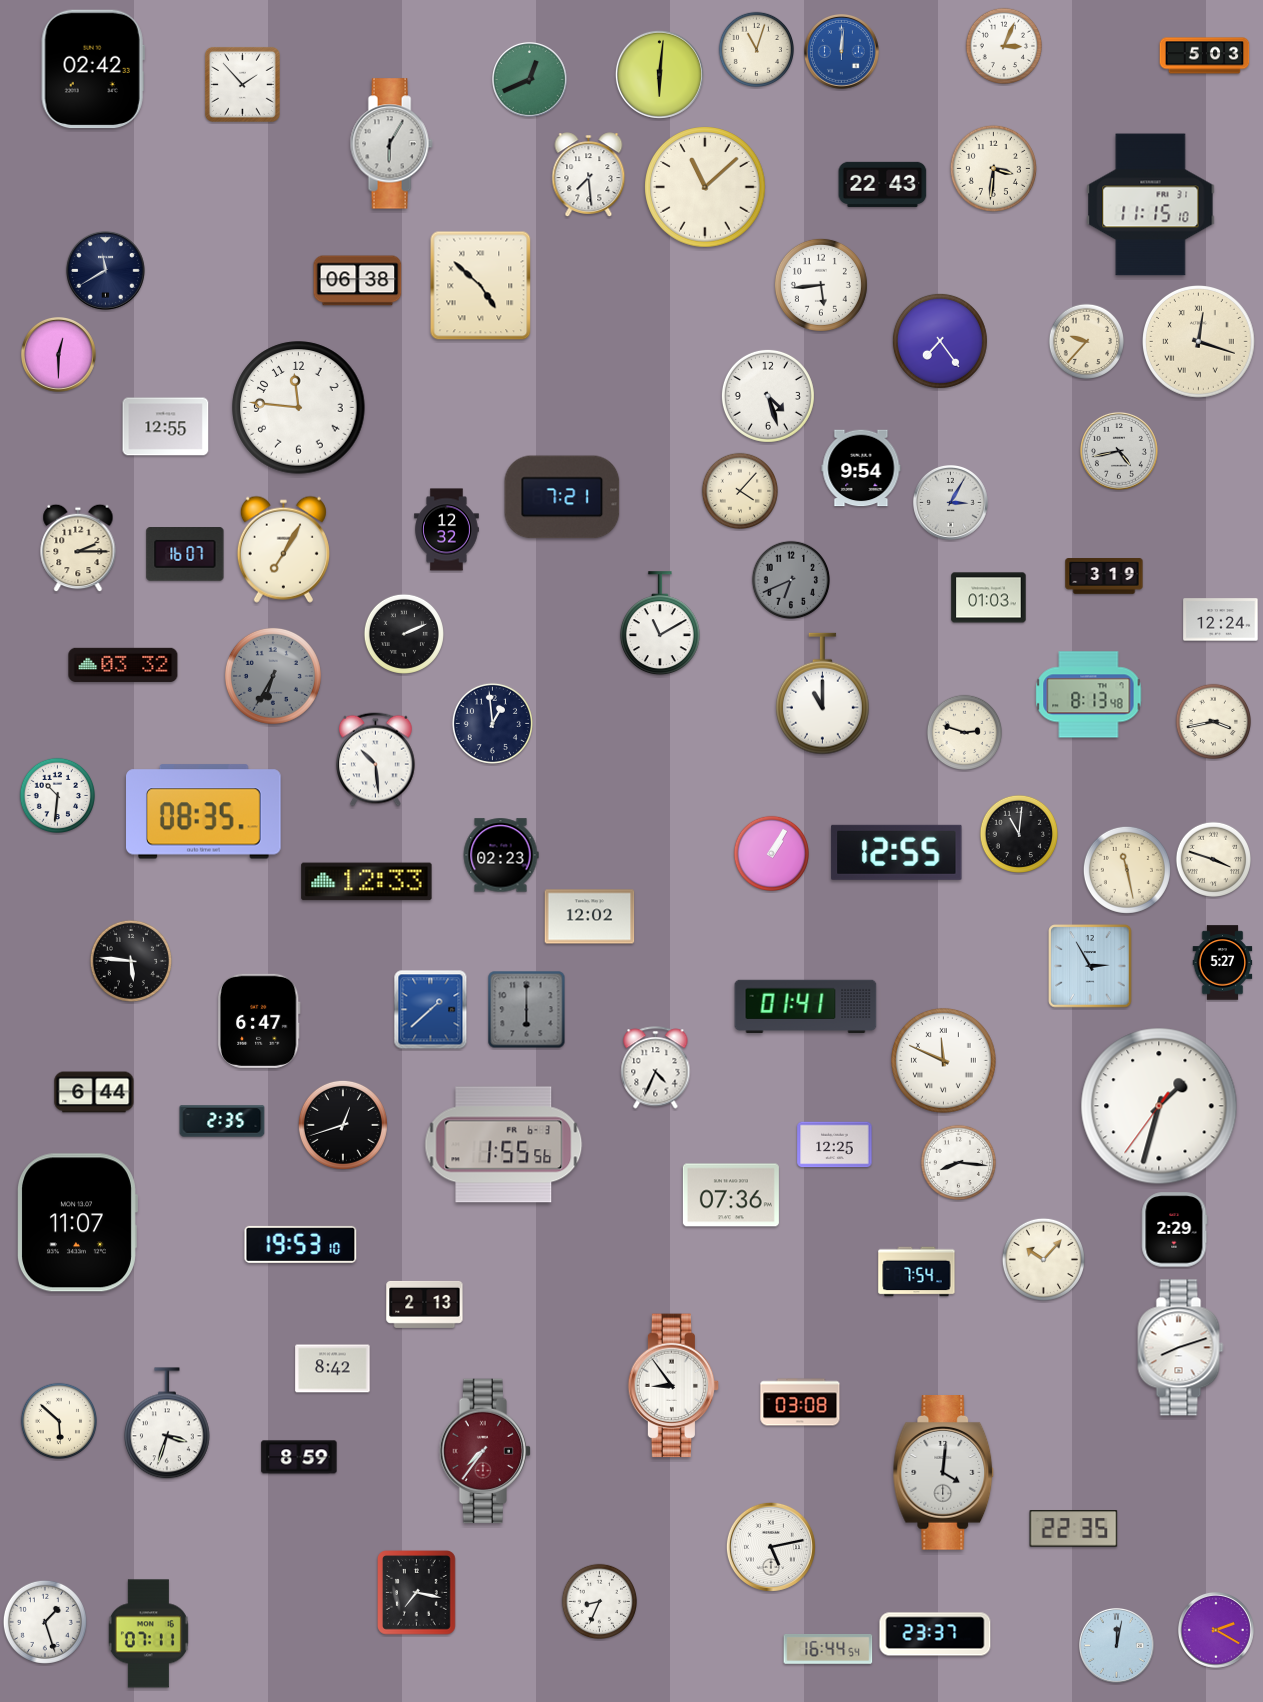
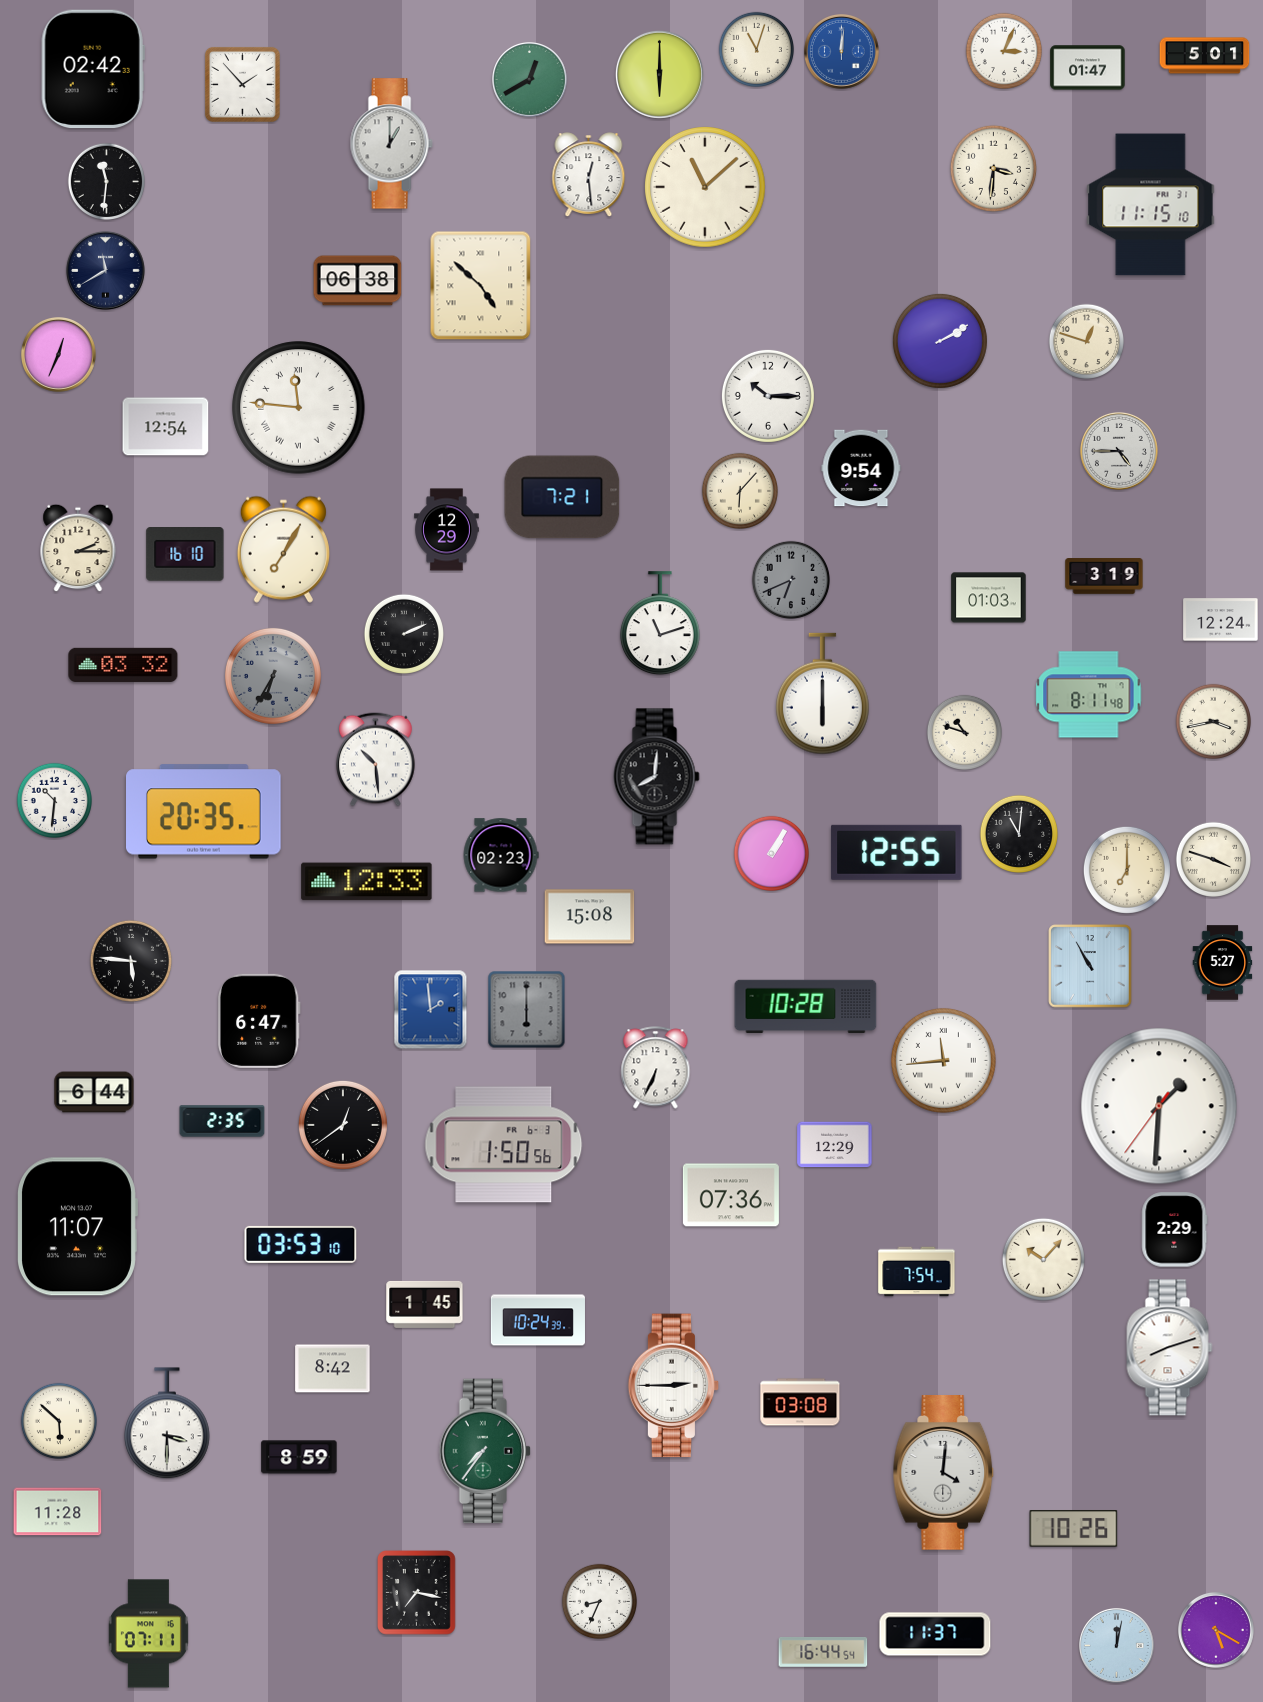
clock at (1003, 45) position: (1003, 45) -> (1003, 50)
clock at (1205, 56): 5:03 -> 5:01
clock at (1088, 68): none -> 01:47
clock at (659, 74): 6:01 -> 6:00
clock at (530, 80): 12:41 -> 12:40
clock at (391, 144): 6:05 -> 1:00
clock at (589, 174): 7:29 -> 12:29
clock at (106, 181): none -> 11:31
clock at (883, 184): 22:43 -> none
clock at (821, 285): 5:44 -> none
clock at (940, 341): 7:24 -> 2:10
clock at (1086, 341): 9:37 -> 12:48
clock at (1199, 342): 12:18 -> none
clock at (59, 355): 12:30 -> 12:34
clock at (768, 396): 4:27 -> 10:15
clock at (299, 408) numerals: Arabic -> Roman
clock at (166, 427): 12:55 -> 12:54
clock at (1119, 451): 4:43 -> 4:45
clock at (739, 490): 4:07 -> 6:07
clock at (951, 503): 3:05 -> none
clock at (447, 530): 12:32 -> 12:29
clock at (185, 555): 16:07 -> 16:10
clock at (660, 624): 11:10 -> 11:12
clock at (823, 694): 11:00 -> 6:00
clock at (1089, 695): 8:13 -> 8:11
clock at (492, 723): 12:59 -> none
clock at (964, 732): 2:48 -> 10:48
clock at (657, 777): none -> 8:01
clock at (57, 795) position: (57, 795) -> (54, 800)
clock at (204, 812): 08:35 -> 20:35
clock at (1127, 870): 11:28 -> 7:00
clock at (590, 917): 12:02 -> 15:08
clock at (1090, 966): 2:55 -> 10:55
clock at (806, 1007): 01:41 -> 10:28
clock at (431, 1010): 1:38 -> 1:59
clock at (943, 1060): 11:49 -> 11:44
clock at (656, 1068): 4:34 -> 6:34
clock at (1159, 1106): 1:32 -> 1:30
clock at (343, 1125): 12:42 -> 12:39
clock at (504, 1145): 1:55 -> 1:50
clock at (835, 1145): 12:25 -> 12:29
clock at (958, 1162): 8:16 -> none
clock at (78, 1223) position: (78, 1223) -> (78, 1227)
clock at (301, 1244): 19:53 -> 03:53
clock at (425, 1304): 2:13 -> 1:45
clock at (538, 1320): none -> 10:24
clock at (1181, 1348) position: (1181, 1348) -> (1170, 1348)
clock at (674, 1386): 8:54 -> 2:45
clock at (167, 1424): 3:33 -> 3:30
clock at (485, 1451) dial: burgundy -> green
clock at (58, 1512): none -> 11:28
clock at (1074, 1529): 22:35 -> 10:26
clock at (771, 1547): 5:13 -> none
clock at (45, 1622): 1:27 -> none
clock at (1216, 1630): 2:20 -> 5:20
clock at (935, 1634): 23:37 -> 11:37
clock at (828, 1649) position: (828, 1649) -> (823, 1652)
